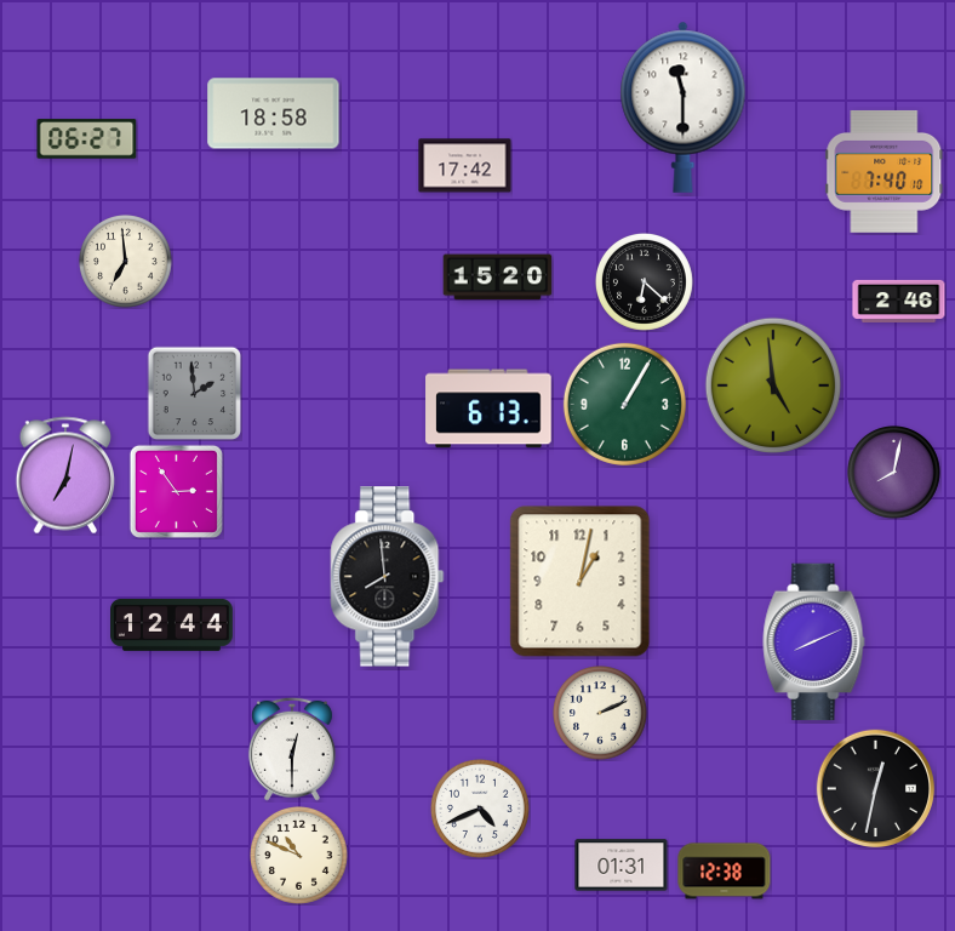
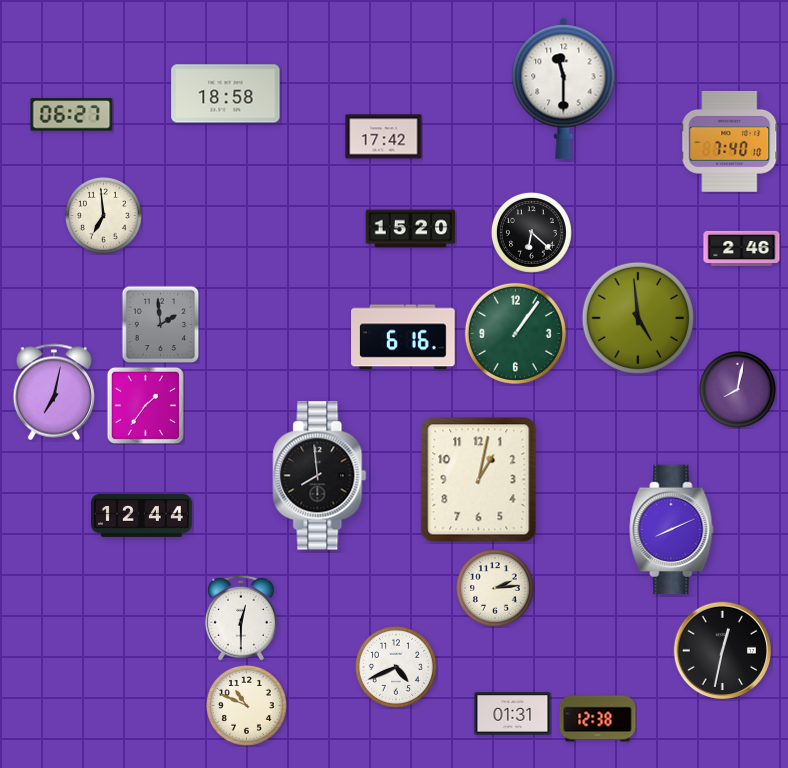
clock at (624, 404): 1:05 -> 1:06
clock at (488, 409): 6:13 -> 6:16
clock at (176, 491): 2:54 -> 1:36
clock at (601, 714): 2:11 -> 2:14
